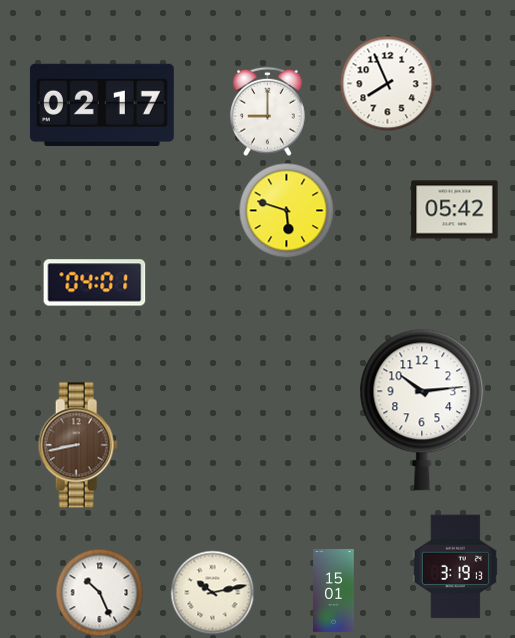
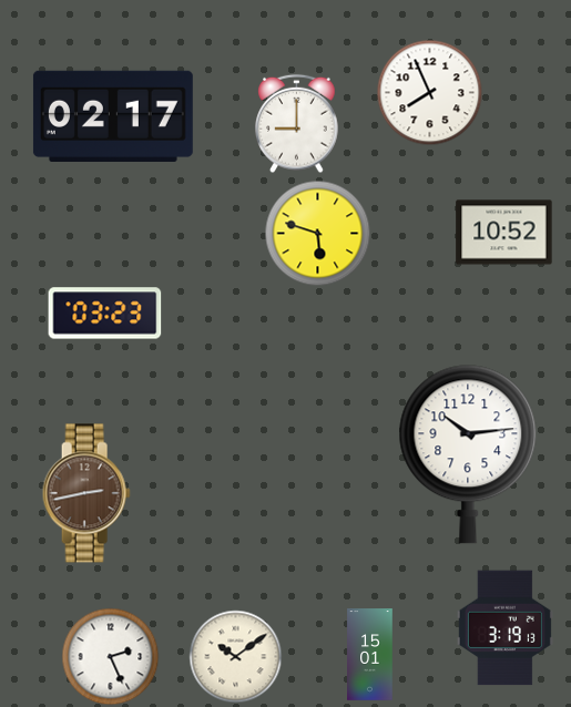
clock at (455, 210): 05:42 -> 10:52
clock at (95, 283): 04:01 -> 03:23
clock at (78, 445): 8:43 -> 2:43
clock at (100, 593): 10:26 -> 2:26
clock at (213, 593): 10:13 -> 10:09
